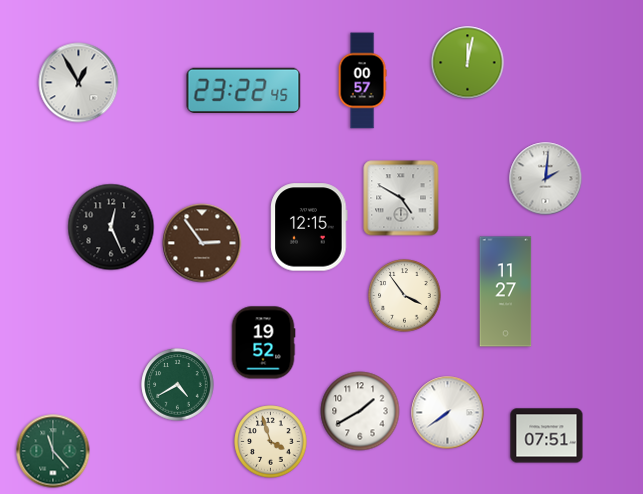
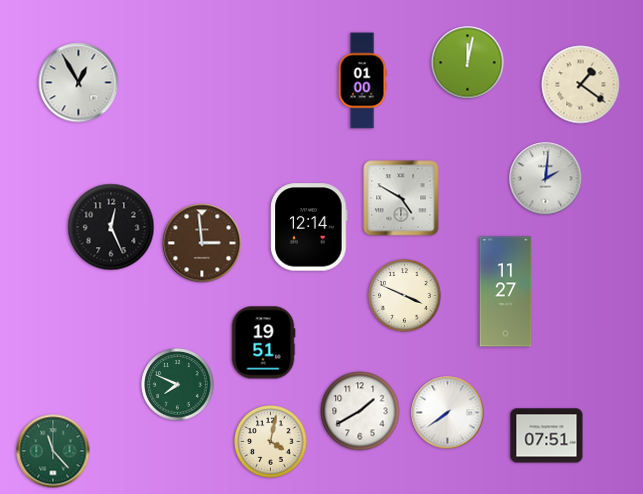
clock at (362, 81): 00:57 -> 01:00
clock at (581, 85): none -> 1:21
clock at (244, 90): 23:22 -> none
clock at (309, 227): 12:15 -> 12:14
clock at (202, 243): 2:54 -> 2:59
clock at (405, 296): 3:54 -> 3:49
clock at (263, 343): 19:52 -> 19:51
clock at (178, 385): 4:40 -> 7:49
clock at (271, 442): 3:57 -> 4:02
